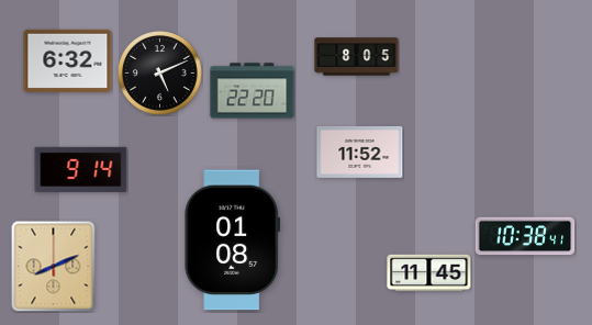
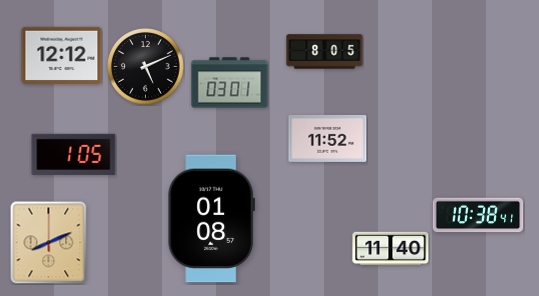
clock at (68, 60): 6:32 -> 12:12
clock at (253, 91): 22:20 -> 03:01
clock at (81, 169): 9:14 -> 1:05
clock at (429, 273): 11:45 -> 11:40
